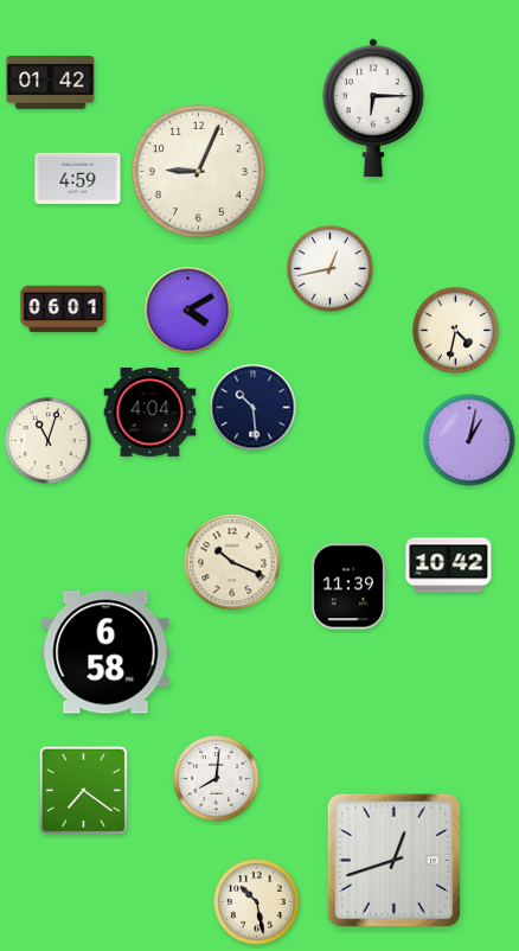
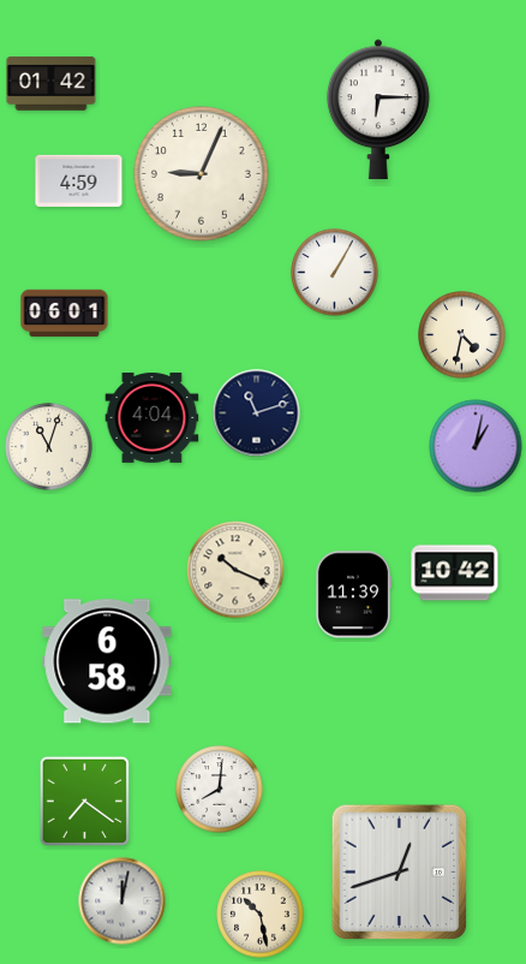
clock at (331, 269): 12:43 -> 1:05
clock at (188, 311): 4:10 -> none
clock at (254, 408): 10:29 -> 11:12
clock at (122, 901): none -> 12:02
